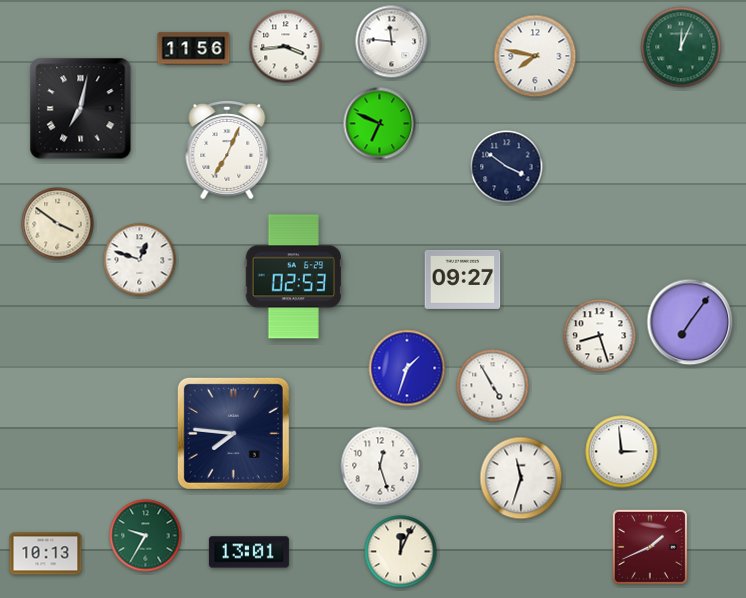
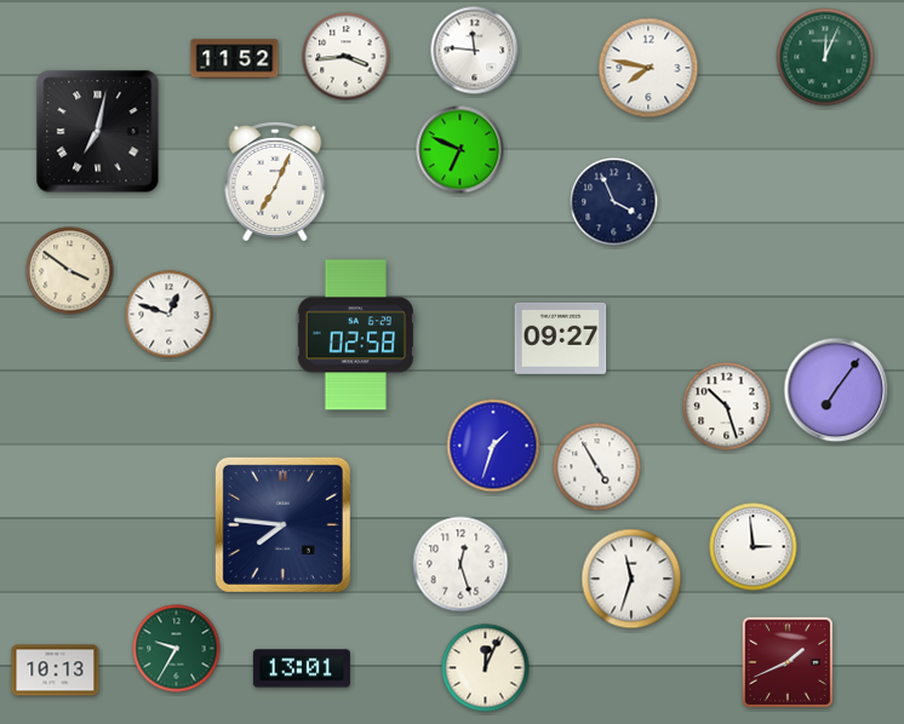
clock at (194, 49): 11:56 -> 11:52
clock at (507, 167): 3:51 -> 3:56
clock at (294, 277): 02:53 -> 02:58
clock at (600, 336): 8:27 -> 10:27
